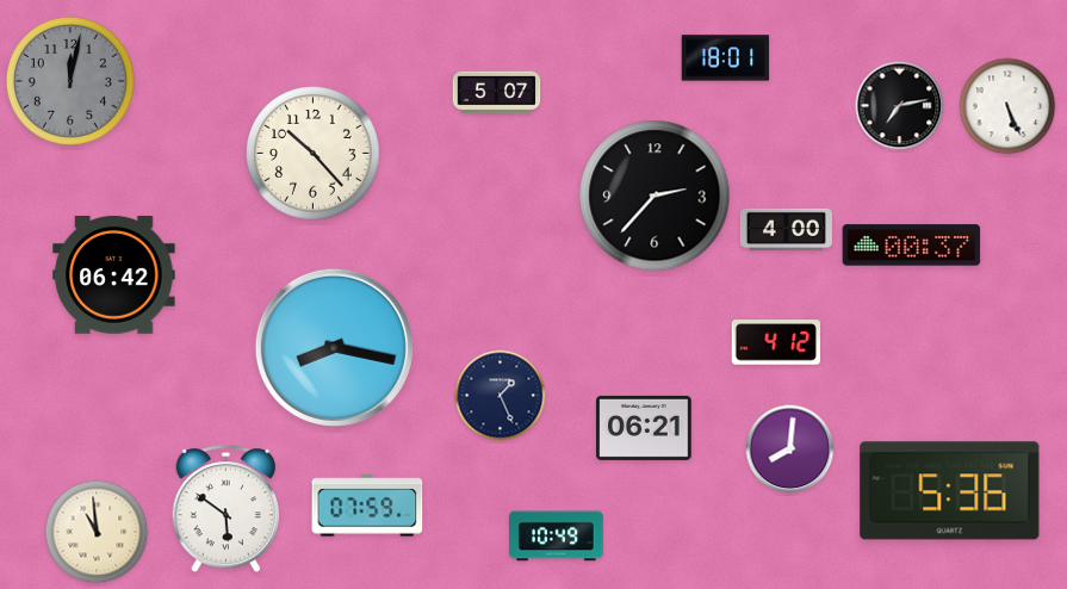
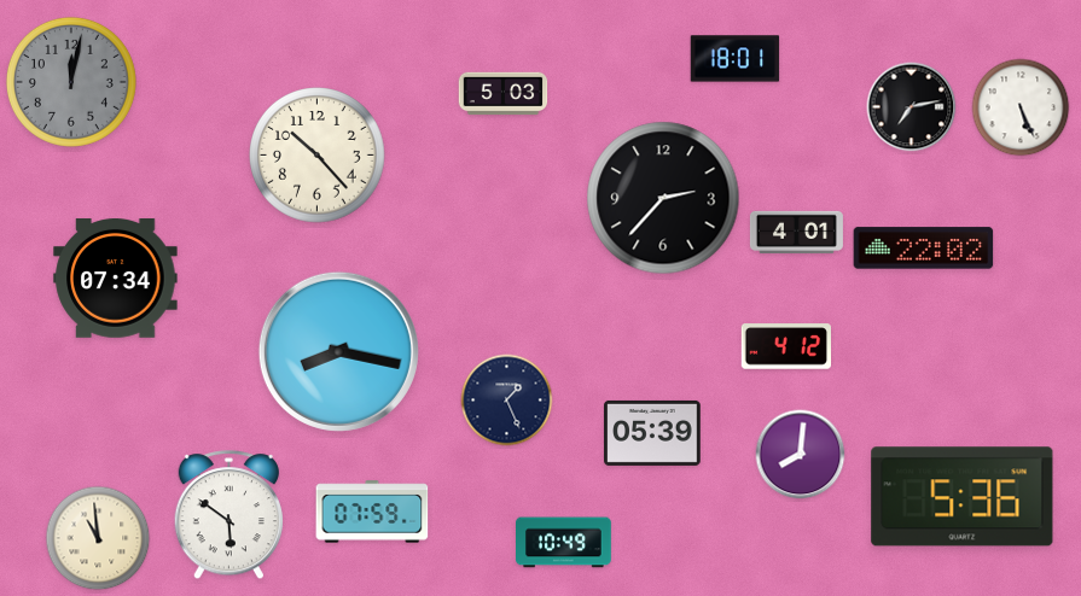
clock at (497, 93): 5:07 -> 5:03
clock at (786, 229): 4:00 -> 4:01
clock at (912, 246): 00:37 -> 22:02
clock at (114, 275): 06:42 -> 07:34
clock at (644, 428): 06:21 -> 05:39
